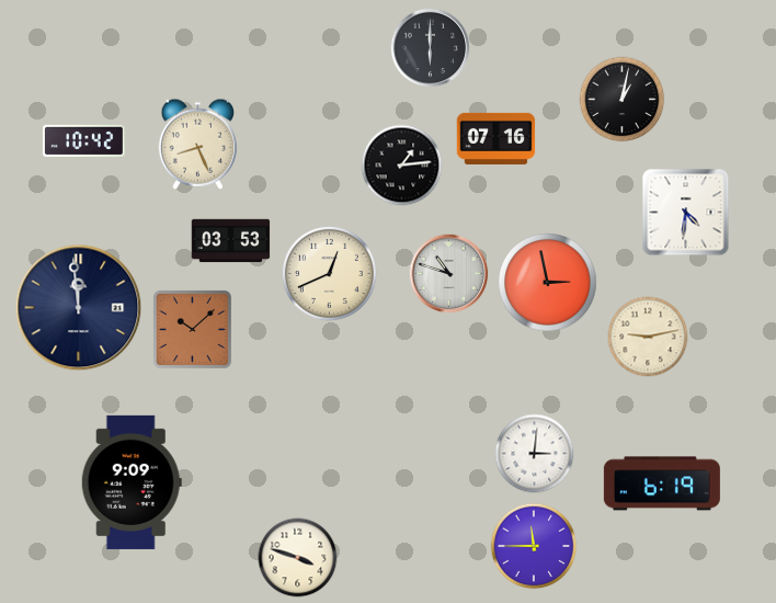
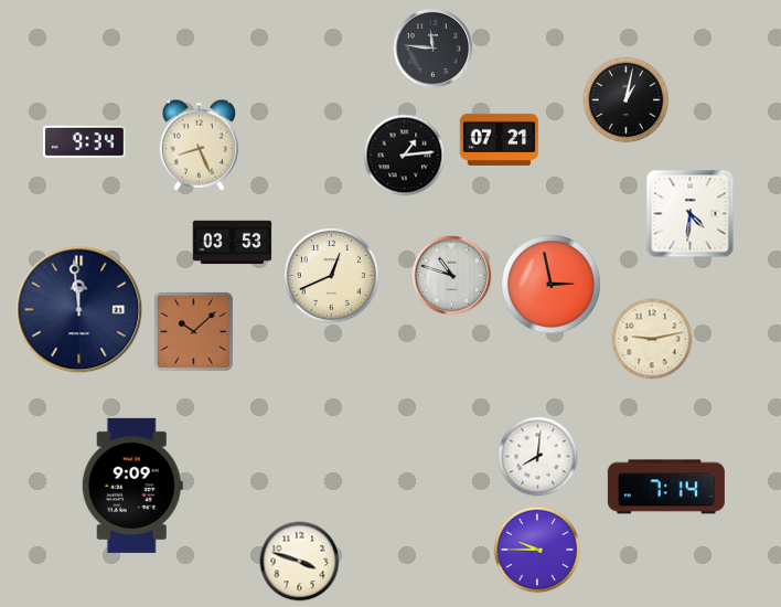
clock at (431, 48): 6:00 -> 11:46
clock at (497, 138): 07:16 -> 07:21
clock at (83, 140): 10:42 -> 9:34
clock at (402, 166) position: (402, 166) -> (405, 156)
clock at (535, 454): 3:01 -> 8:01
clock at (662, 483): 6:19 -> 7:14
clock at (534, 546): 11:45 -> 9:45
